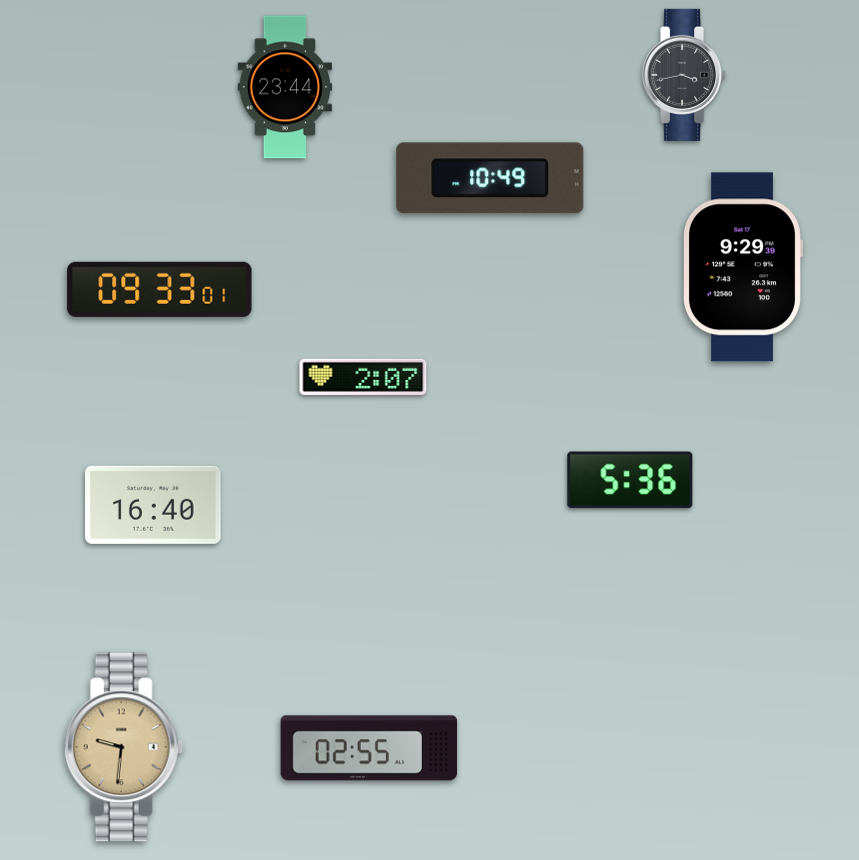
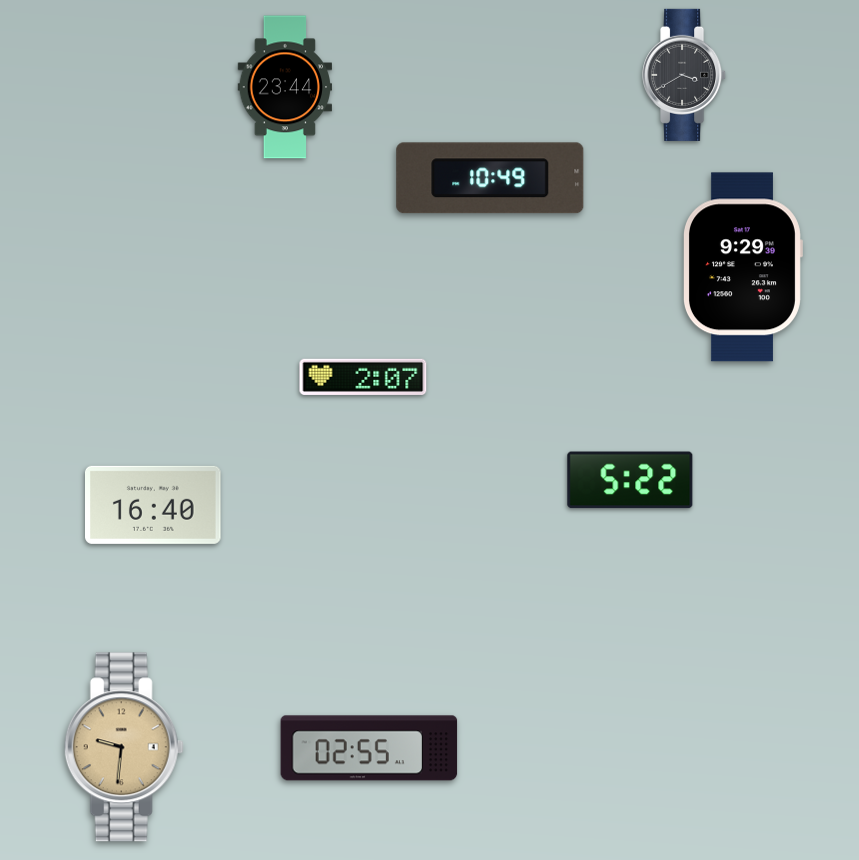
clock at (685, 75): 3:43 -> 3:40
clock at (160, 289): 09:33 -> none
clock at (630, 480): 5:36 -> 5:22
